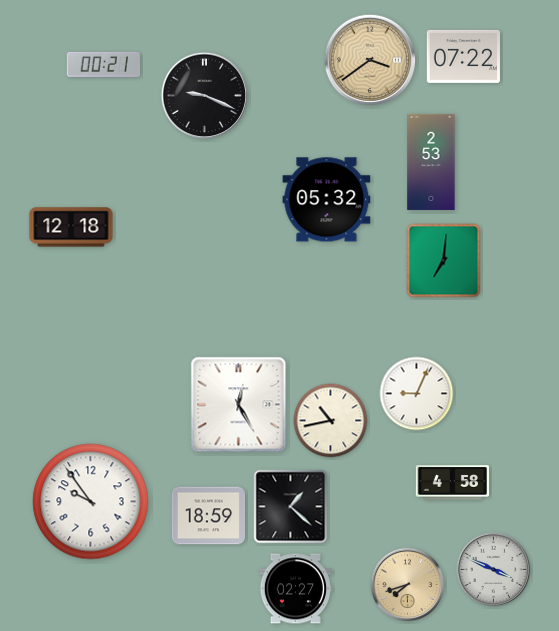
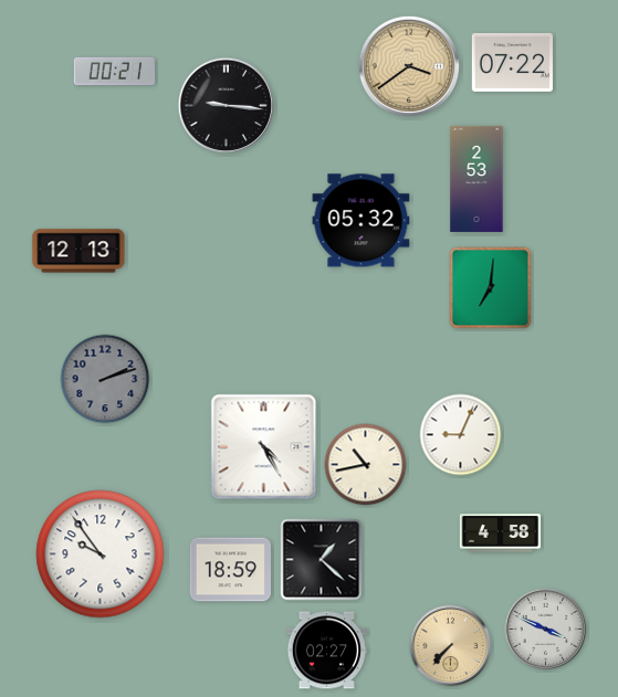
clock at (205, 96): 9:19 -> 9:16
clock at (71, 227): 12:18 -> 12:13
clock at (105, 379): none -> 2:12
clock at (239, 405): 12:25 -> 4:25
clock at (408, 585): 7:42 -> 7:37
